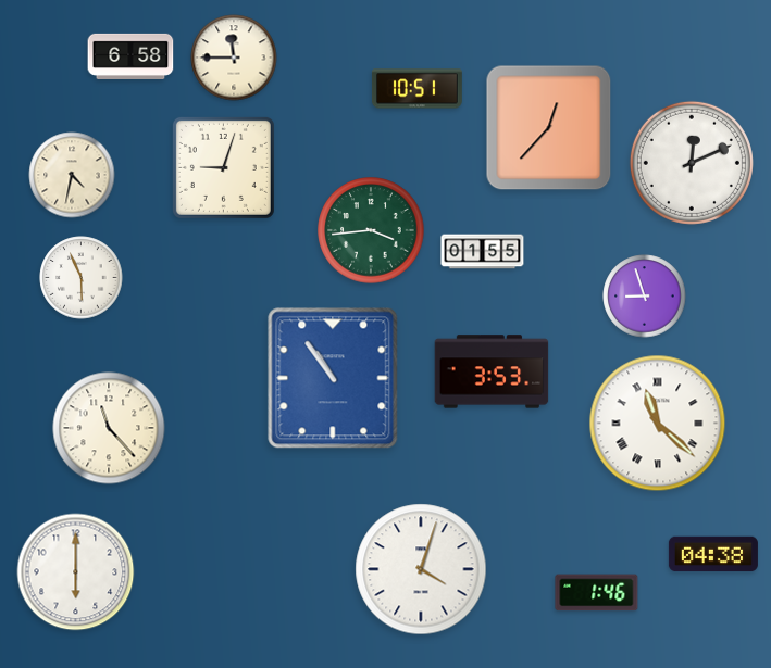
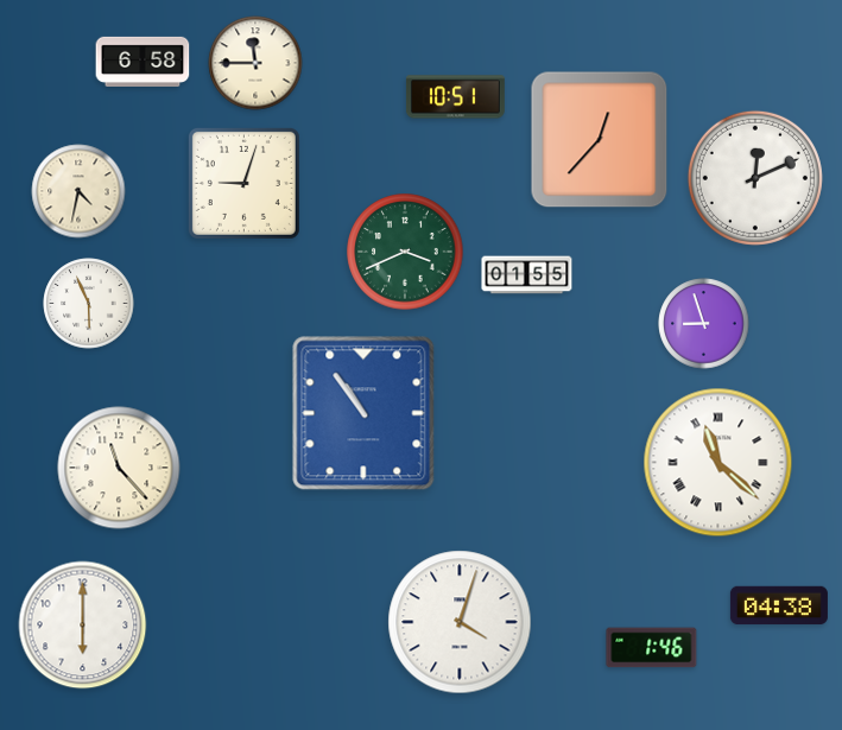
clock at (371, 230): 3:44 -> 3:41
clock at (492, 371): 3:53 -> none
